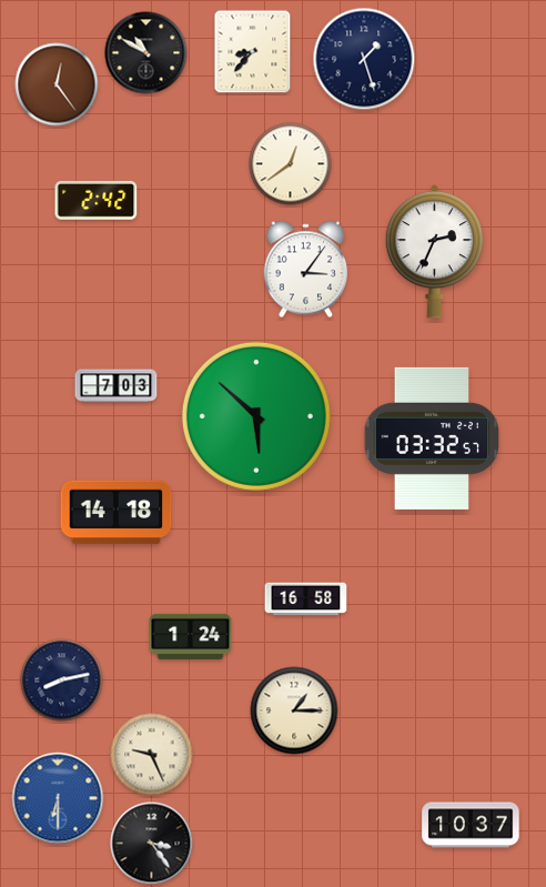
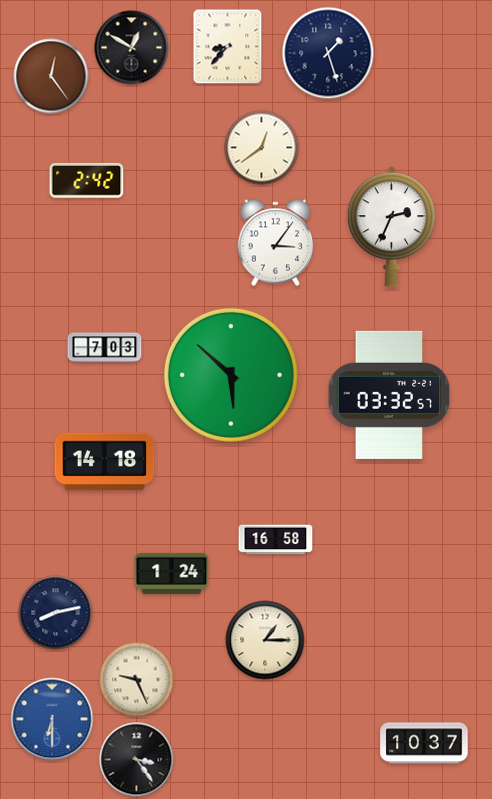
clock at (146, 53): 10:50 -> 12:50
